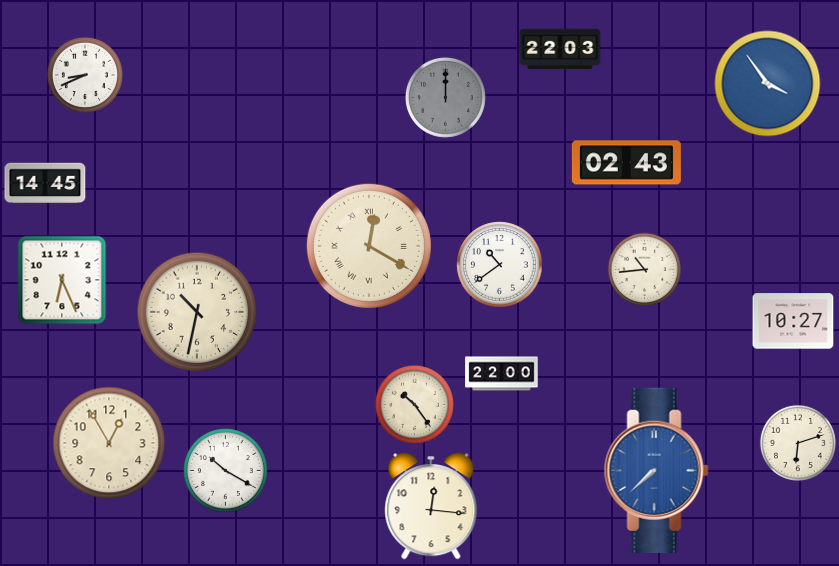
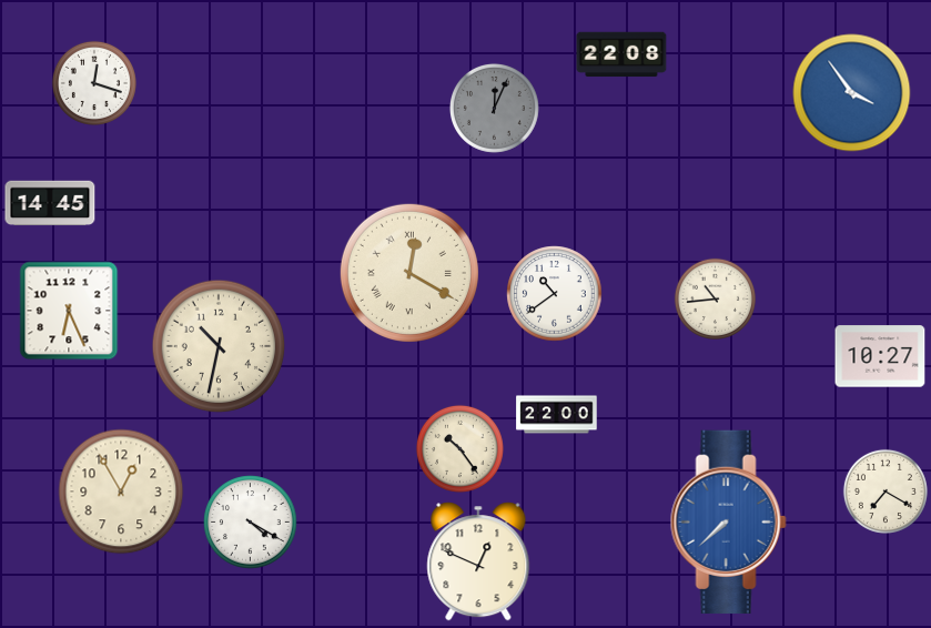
clock at (560, 49): 22:03 -> 22:08
clock at (85, 75): 8:41 -> 12:18
clock at (445, 97): 12:00 -> 12:04
clock at (626, 163): 02:43 -> none
clock at (798, 443): 6:12 -> 7:20
clock at (226, 471): 10:20 -> 4:20
clock at (431, 506): 12:16 -> 12:49
